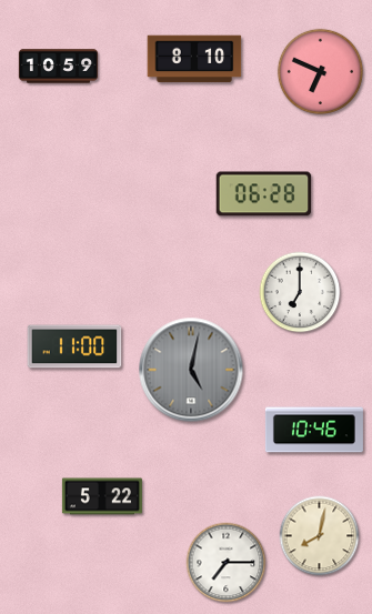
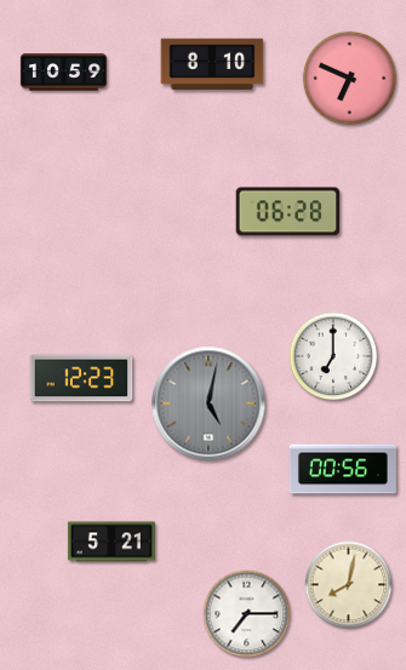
clock at (300, 292) position: (300, 292) -> (333, 356)
clock at (74, 346): 11:00 -> 12:23
clock at (314, 430): 10:46 -> 00:56
clock at (102, 496): 5:22 -> 5:21
